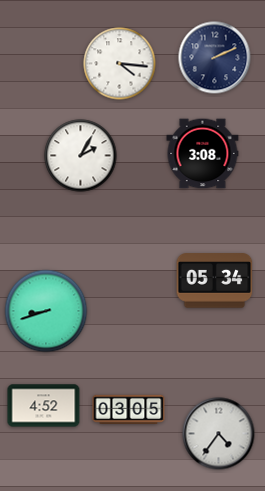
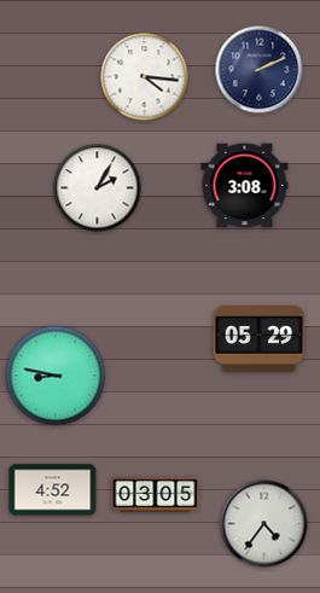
clock at (215, 281): 05:34 -> 05:29
clock at (46, 311): 8:42 -> 8:47
